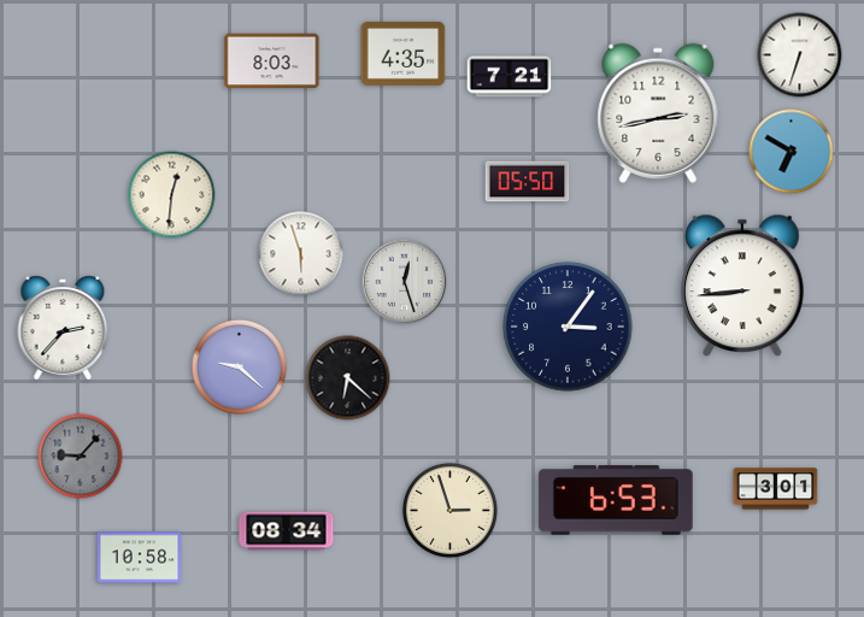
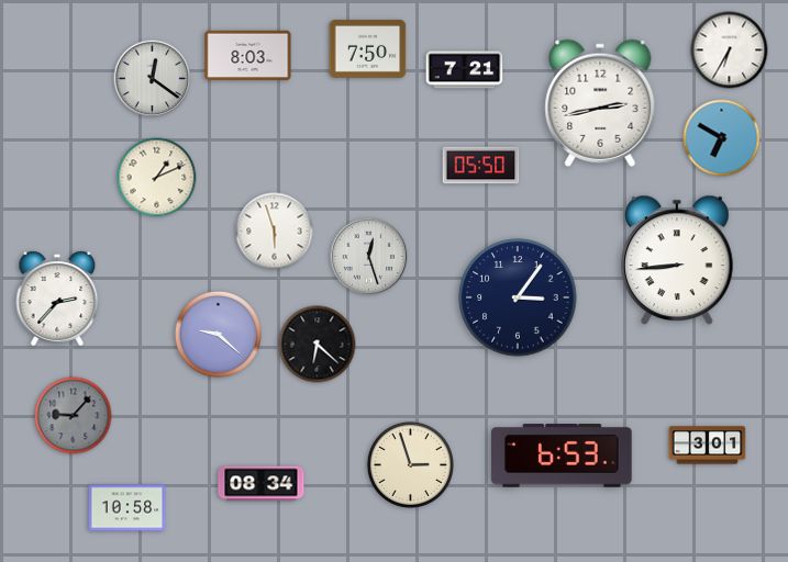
clock at (404, 53): 4:35 -> 7:50
clock at (800, 55): 6:33 -> 6:35
clock at (153, 79): none -> 12:21
clock at (172, 195): 12:31 -> 1:11
